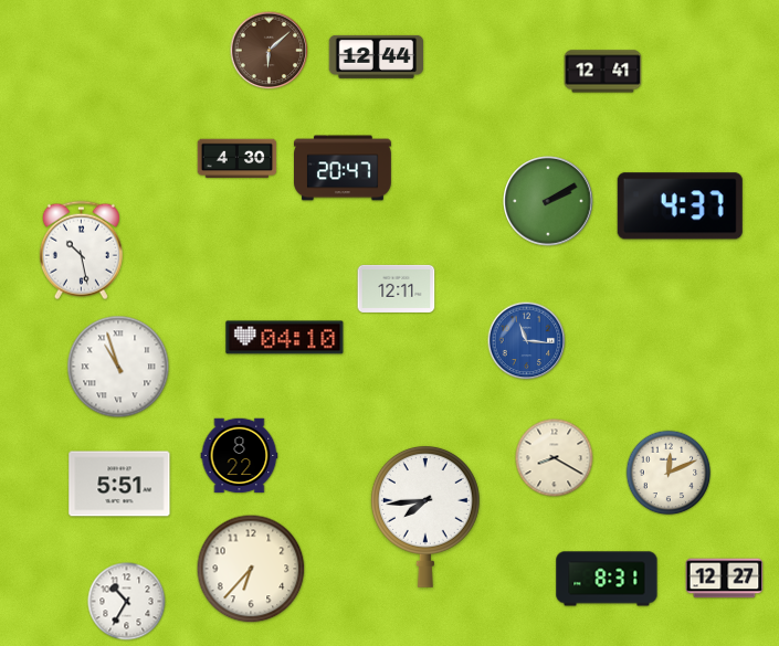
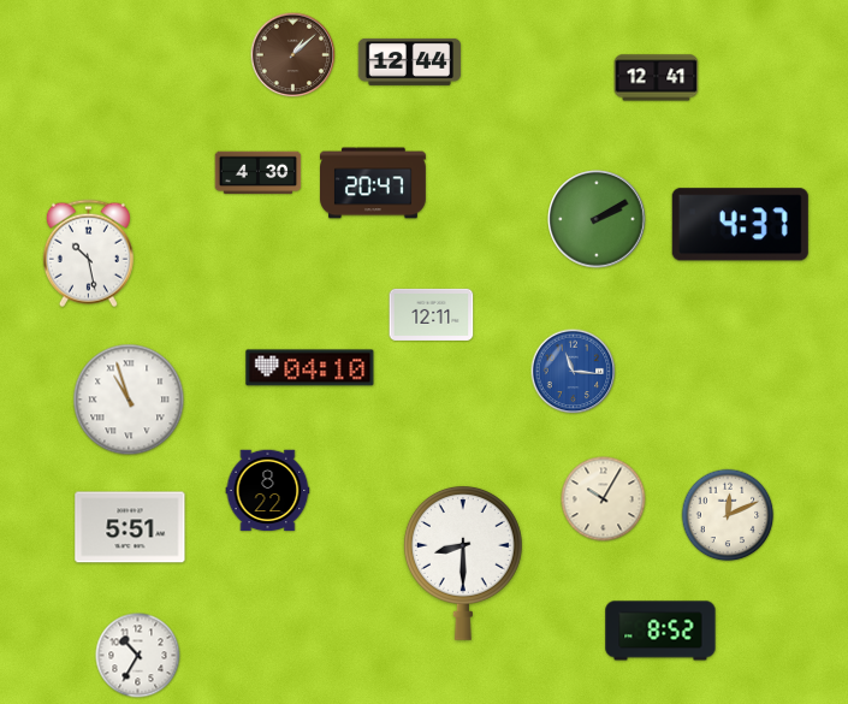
clock at (270, 51): 6:08 -> 1:08
clock at (81, 251) position: (81, 251) -> (88, 254)
clock at (240, 456) position: (240, 456) -> (268, 491)
clock at (555, 458): 8:20 -> 10:05
clock at (425, 516): 7:44 -> 8:30
clock at (251, 569): 6:37 -> none
clock at (607, 579): 8:31 -> 8:52
clock at (725, 579): 12:27 -> none
